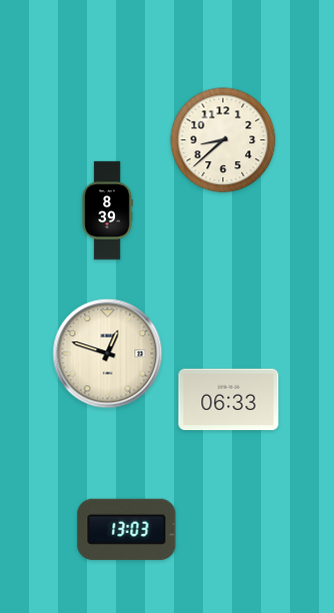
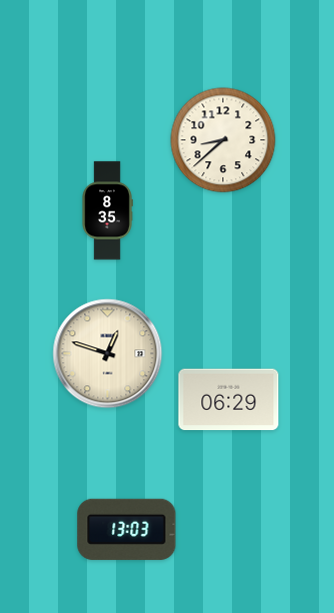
clock at (107, 211): 8:39 -> 8:35
clock at (229, 400): 06:33 -> 06:29
